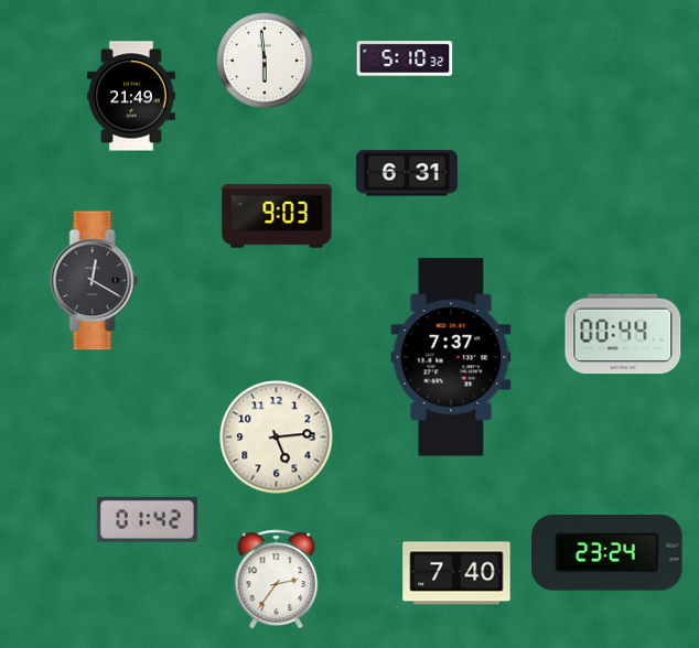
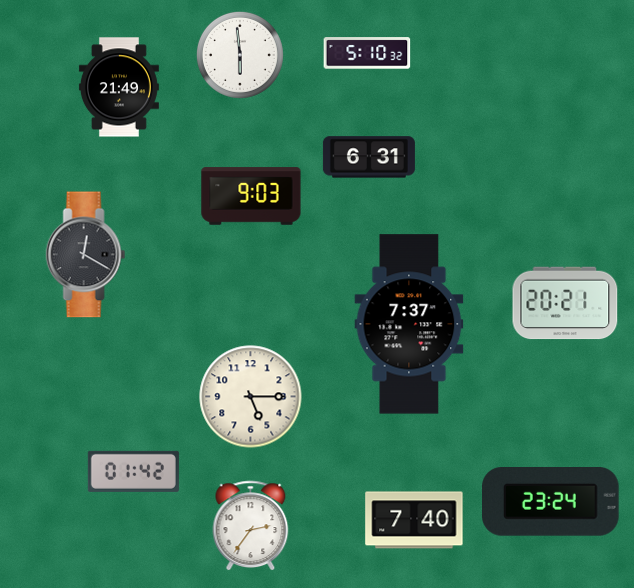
clock at (623, 334): 00:44 -> 20:21
clock at (277, 438): 5:14 -> 5:15
